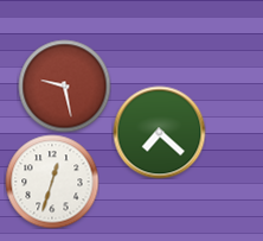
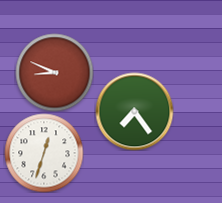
clock at (64, 85): 9:28 -> 8:49
clock at (159, 132): 7:22 -> 7:24
